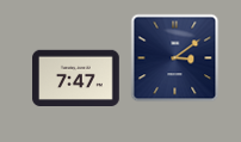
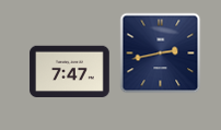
clock at (175, 58): 3:09 -> 2:43
